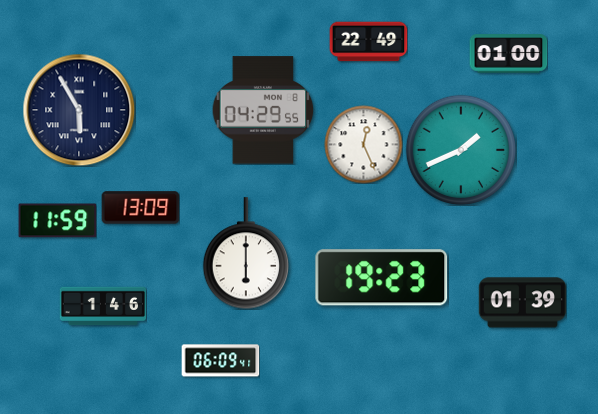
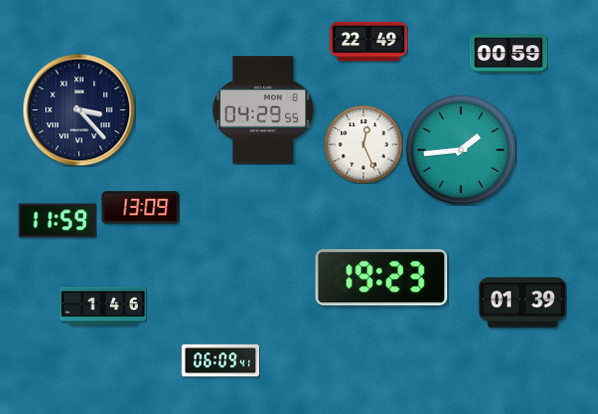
clock at (508, 54): 01:00 -> 00:59
clock at (79, 110): 5:55 -> 3:23
clock at (461, 150): 1:41 -> 1:44
clock at (245, 253): 6:00 -> none
